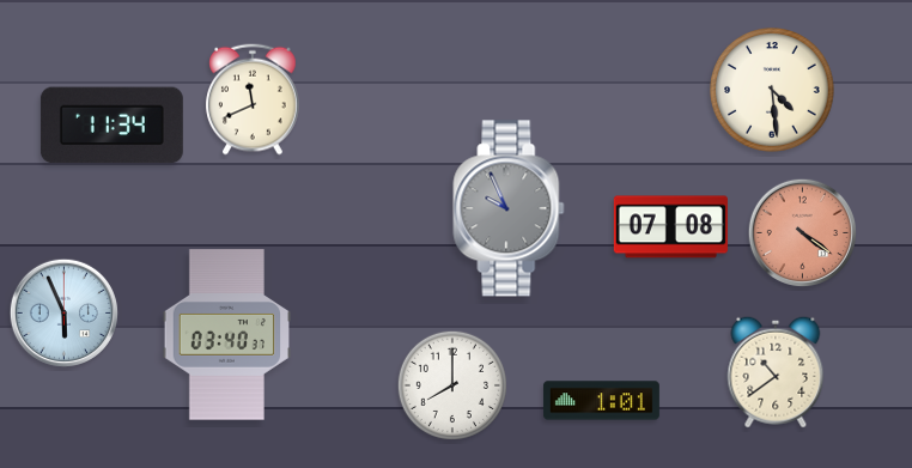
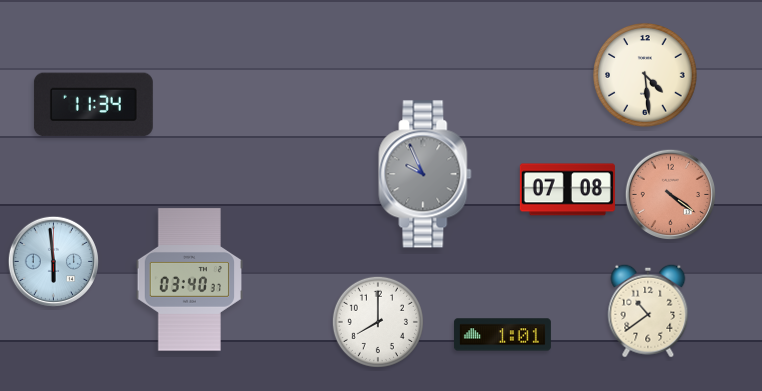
clock at (253, 99): 11:41 -> none
clock at (670, 227) position: (670, 227) -> (567, 190)
clock at (63, 312): 5:56 -> 5:59
